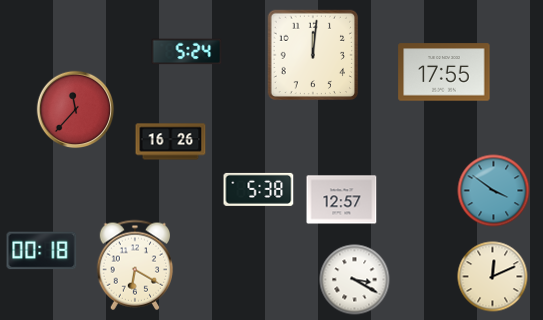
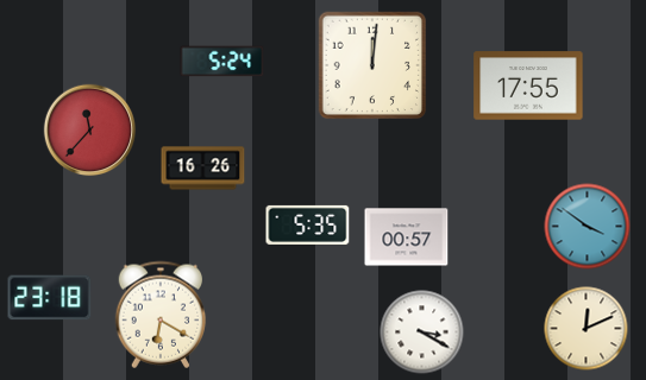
clock at (259, 189): 5:38 -> 5:35
clock at (342, 200): 12:57 -> 00:57
clock at (42, 251): 00:18 -> 23:18
